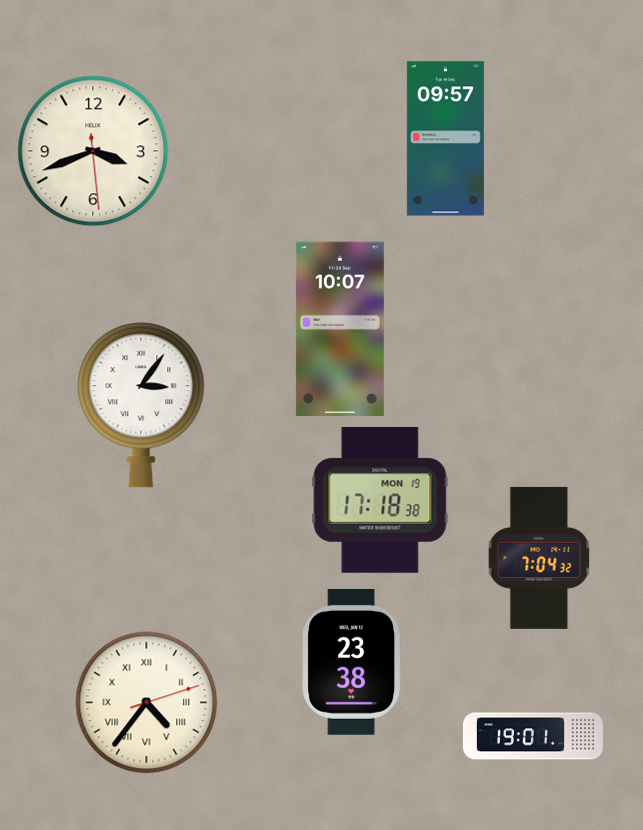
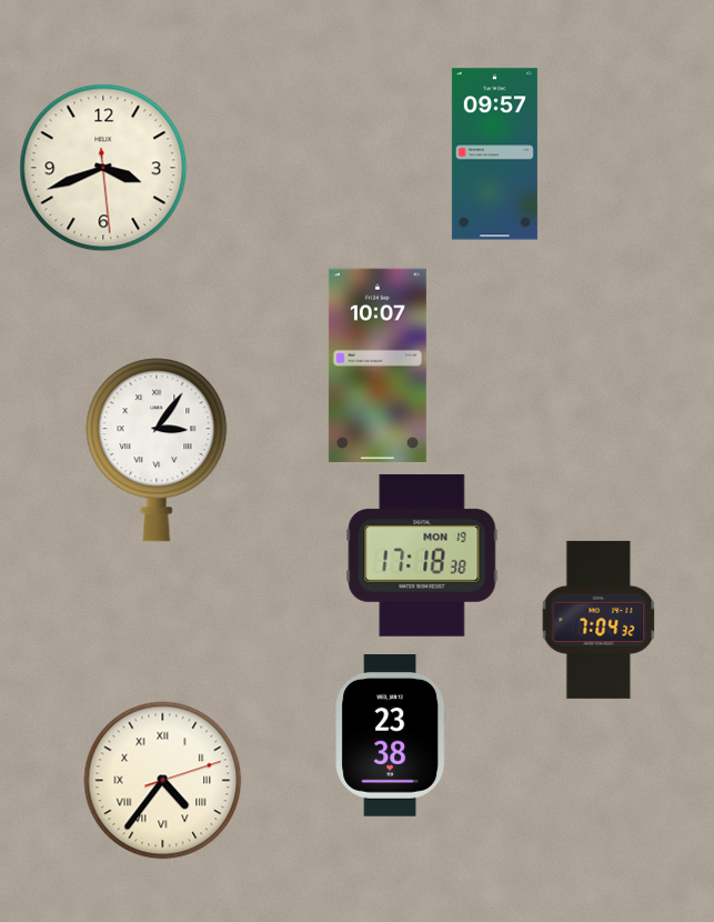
clock at (533, 736): 19:01 -> none
